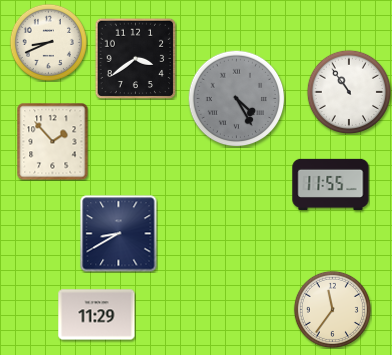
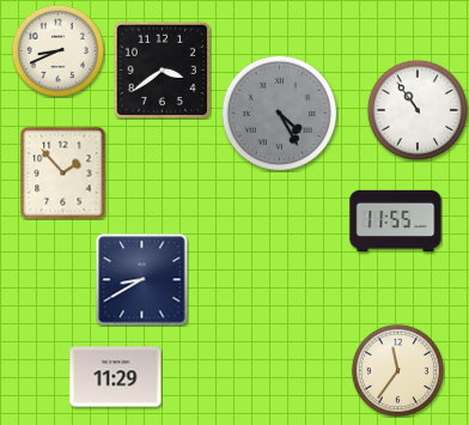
clock at (236, 98) position: (236, 98) -> (279, 113)
clock at (53, 141) position: (53, 141) -> (63, 172)
